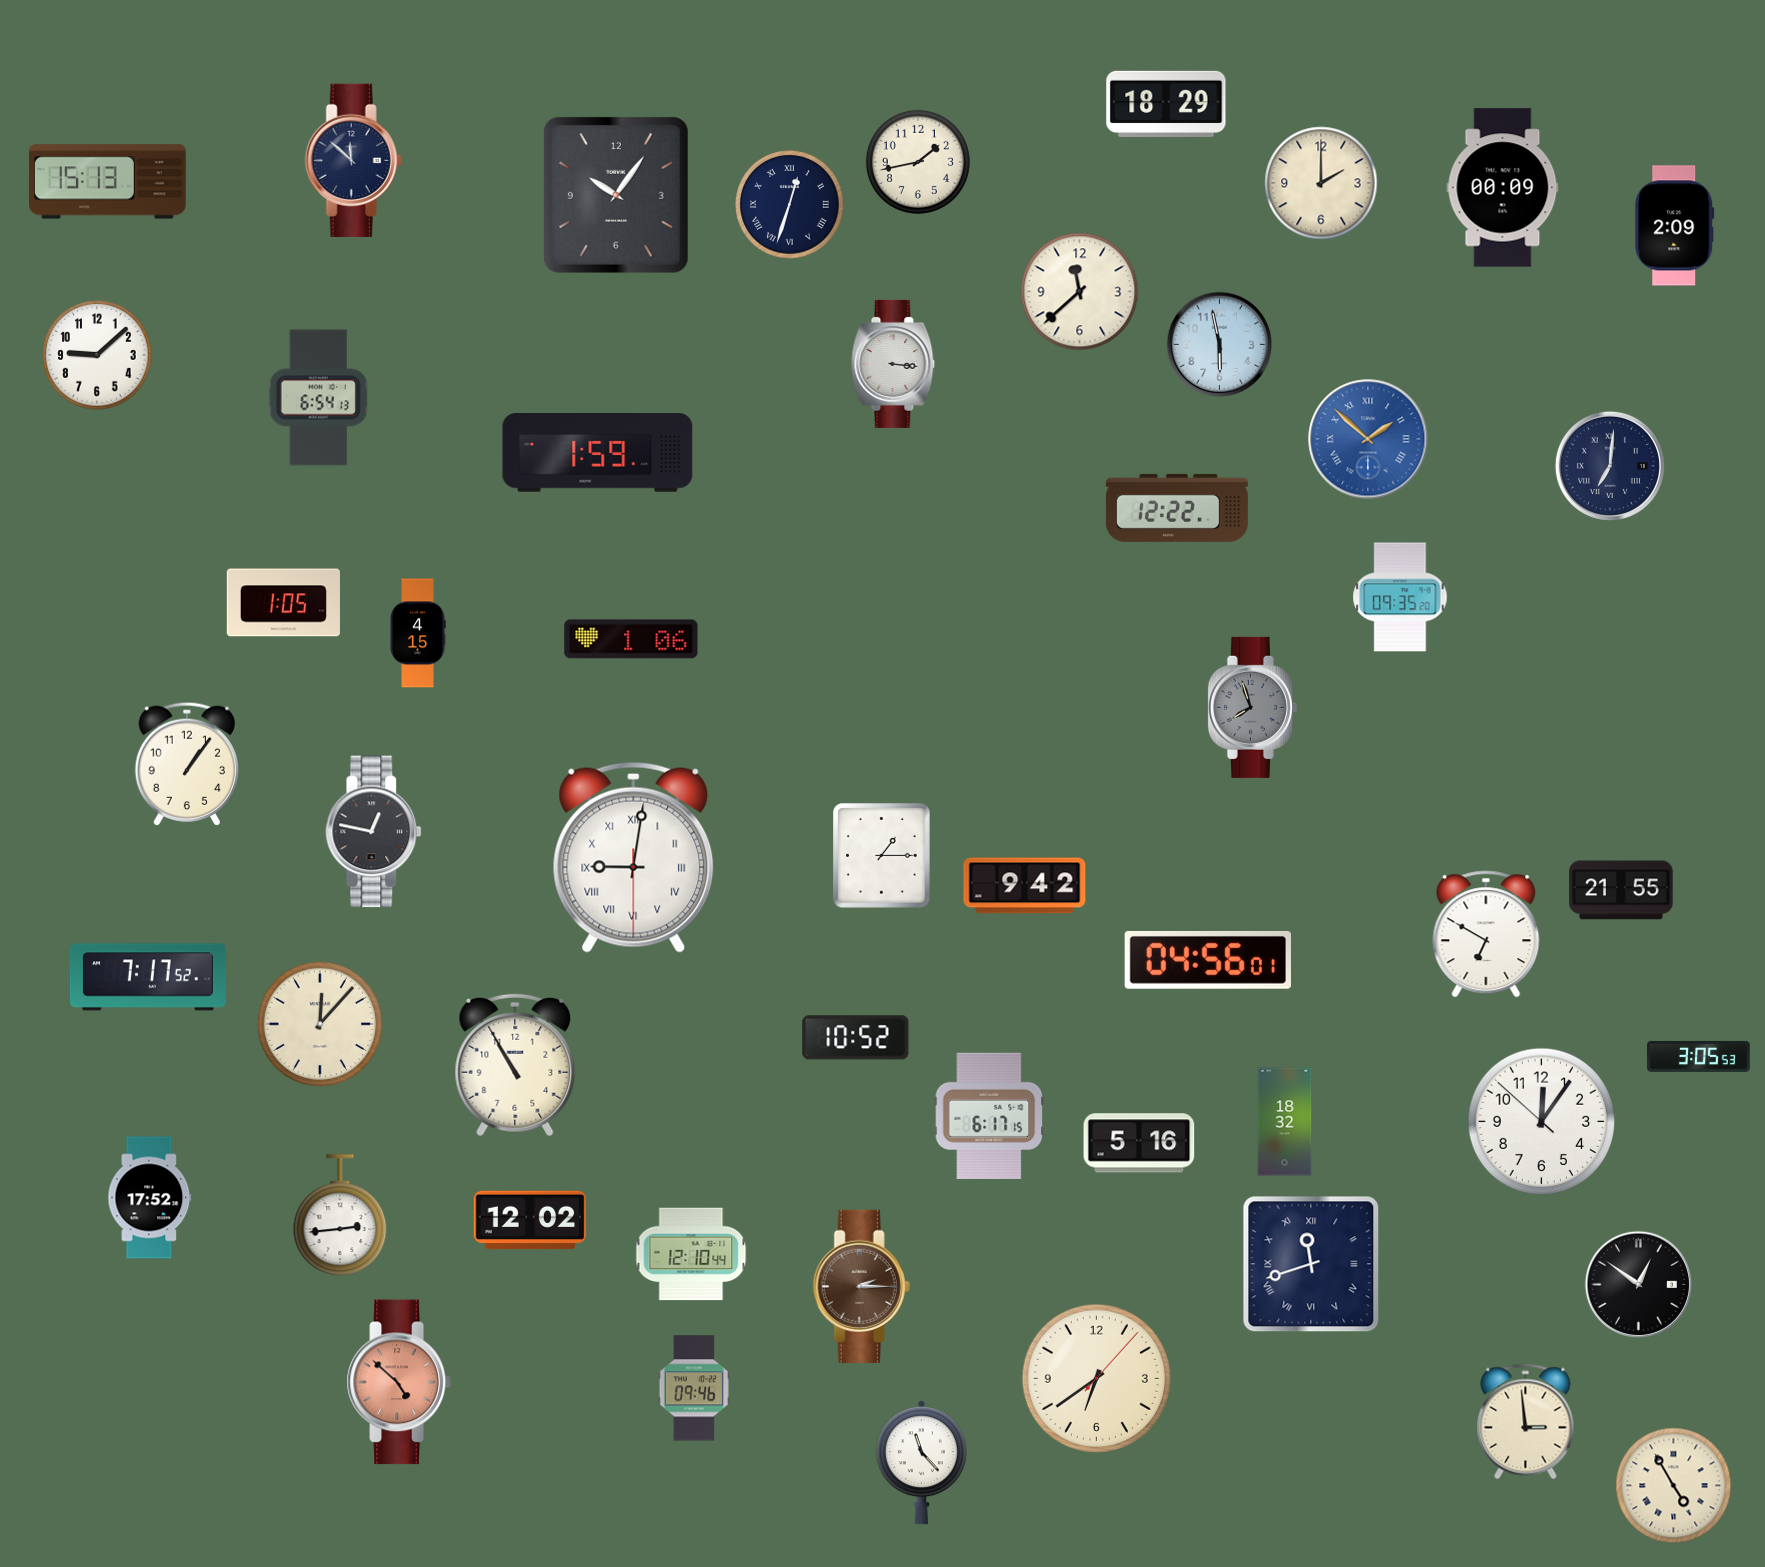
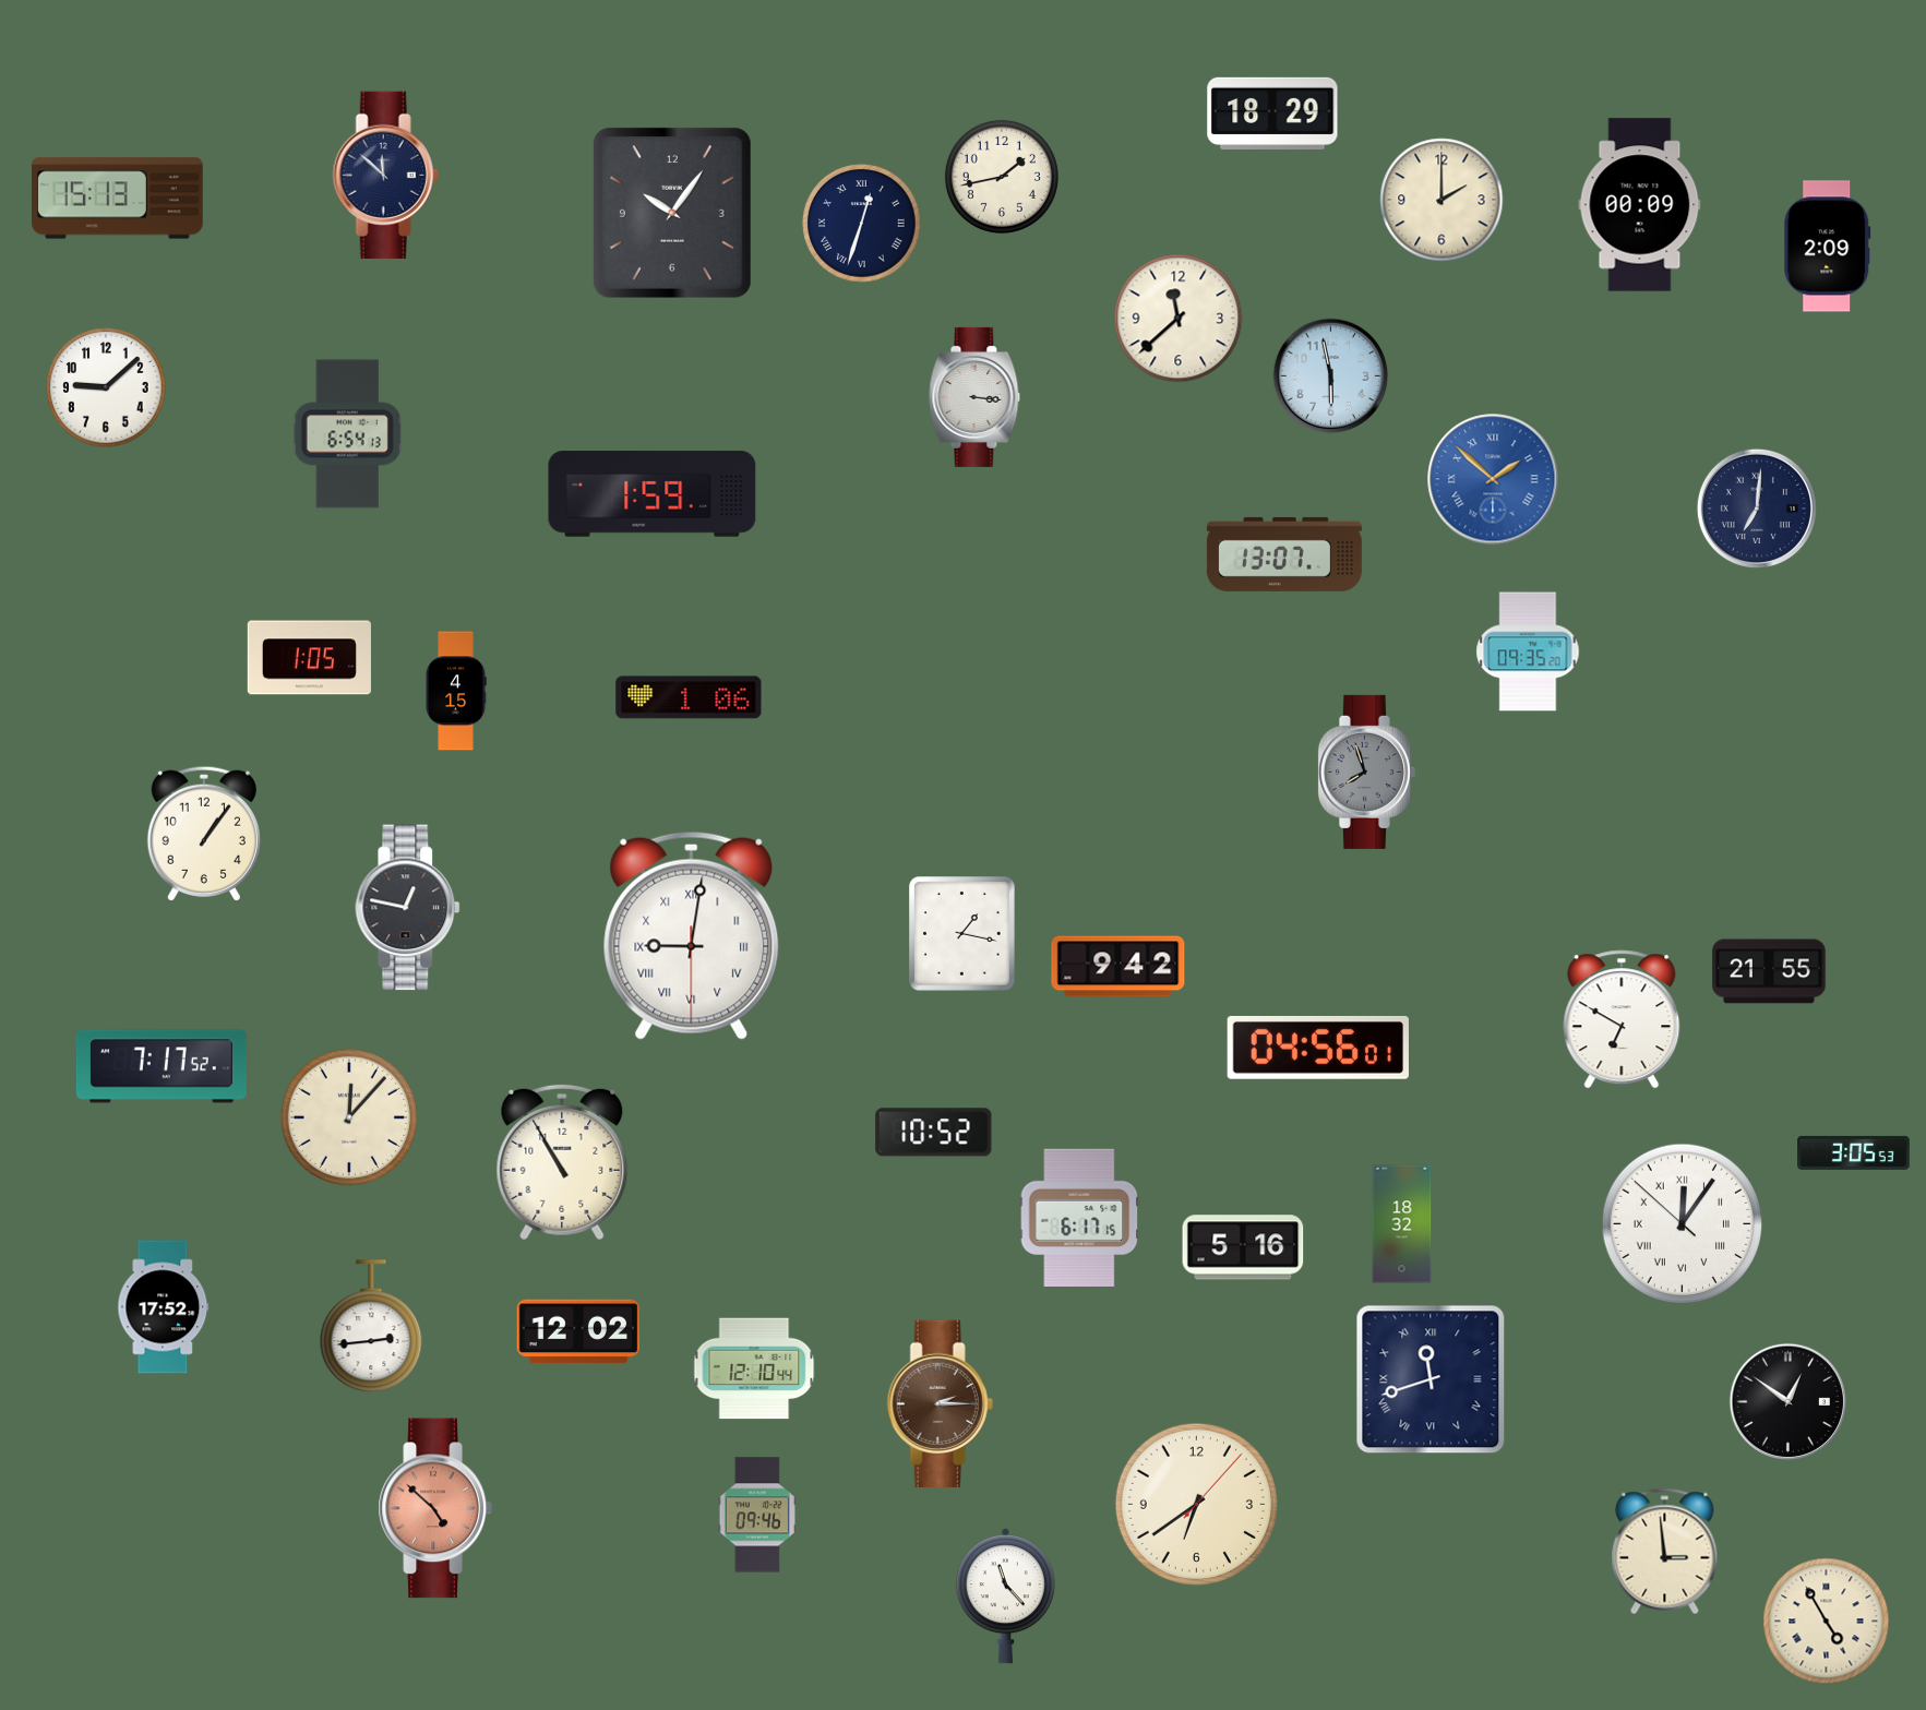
clock at (1177, 508): 12:22 -> 13:07
clock at (882, 856): 1:15 -> 1:17
clock at (1542, 1122) numerals: Arabic -> Roman
